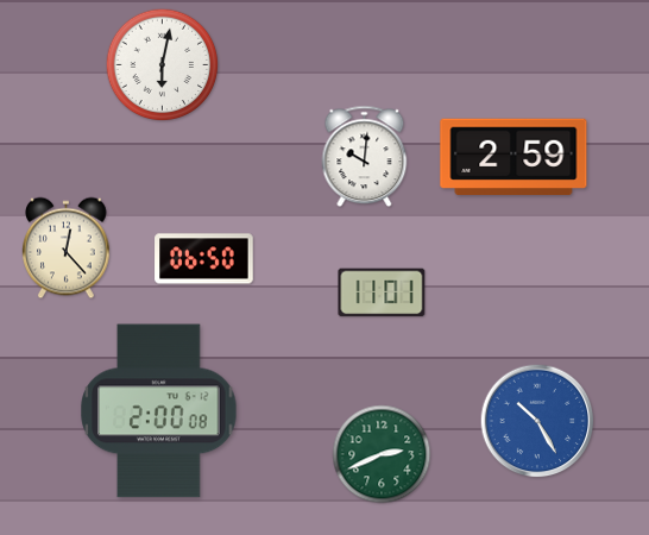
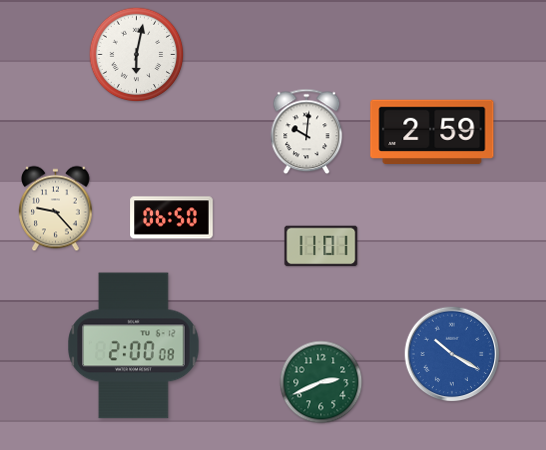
clock at (67, 248): 12:23 -> 9:23
clock at (537, 421): 10:25 -> 10:20
